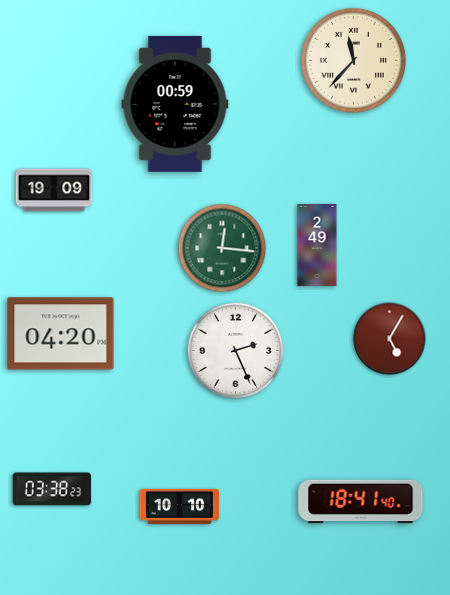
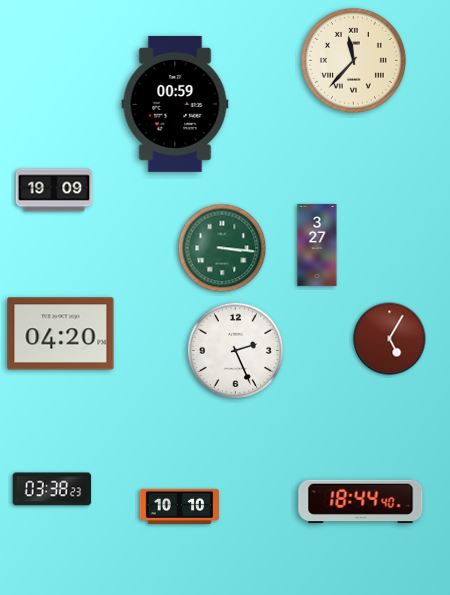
clock at (317, 245): 2:49 -> 3:27
clock at (222, 248): 12:16 -> 3:16
clock at (361, 502): 18:41 -> 18:44
